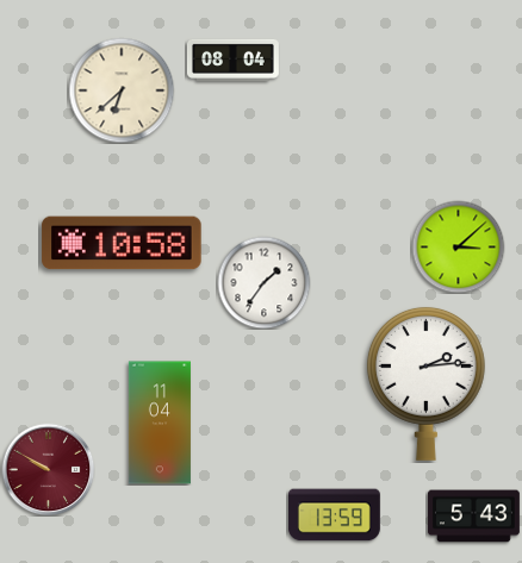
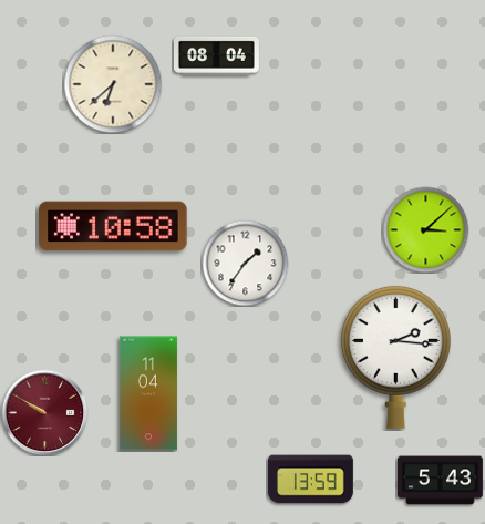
clock at (425, 383): 2:14 -> 2:16
clock at (48, 469) position: (48, 469) -> (44, 412)
